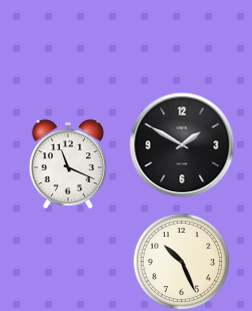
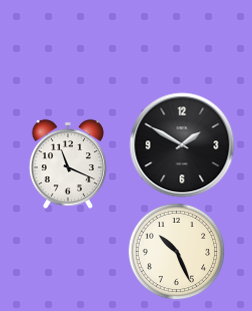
clock at (181, 261) position: (181, 261) -> (176, 251)
